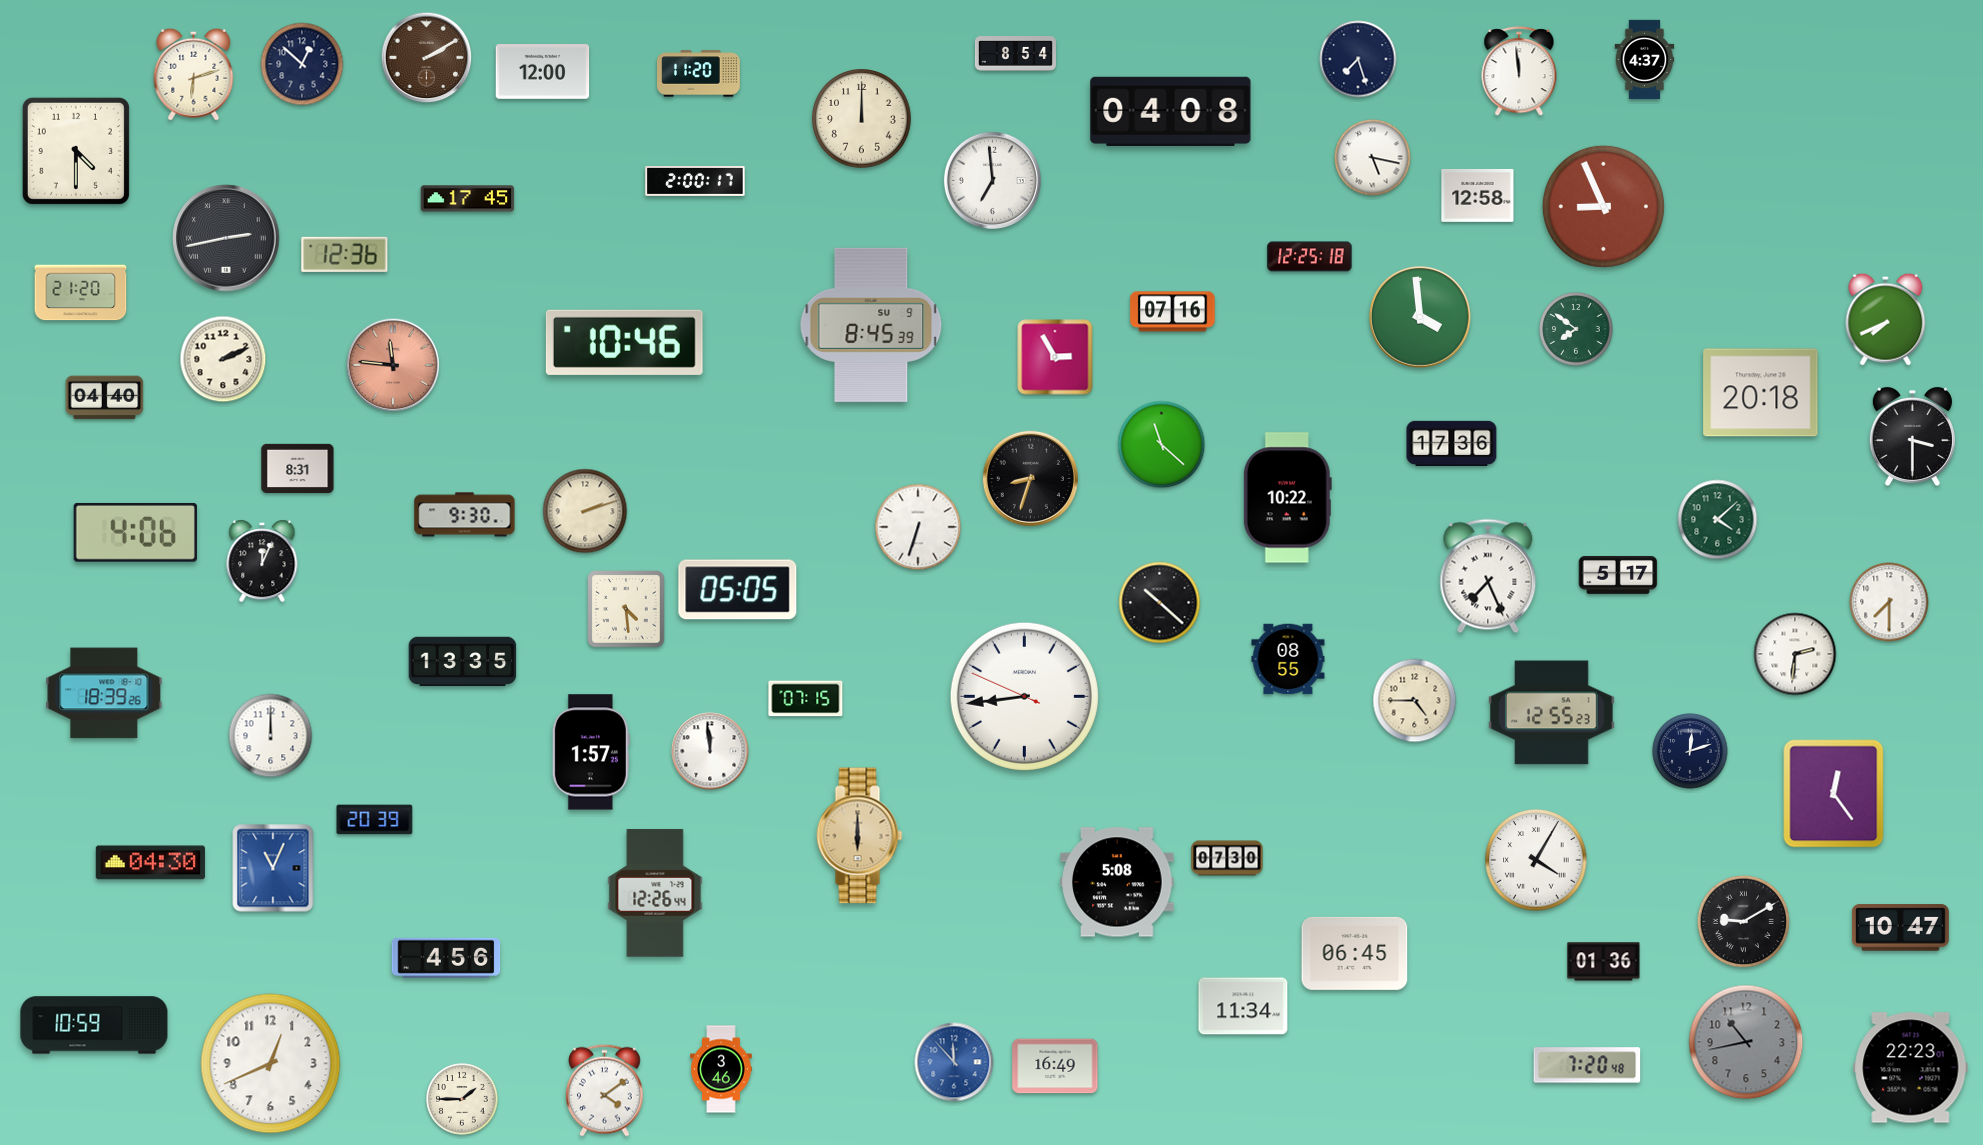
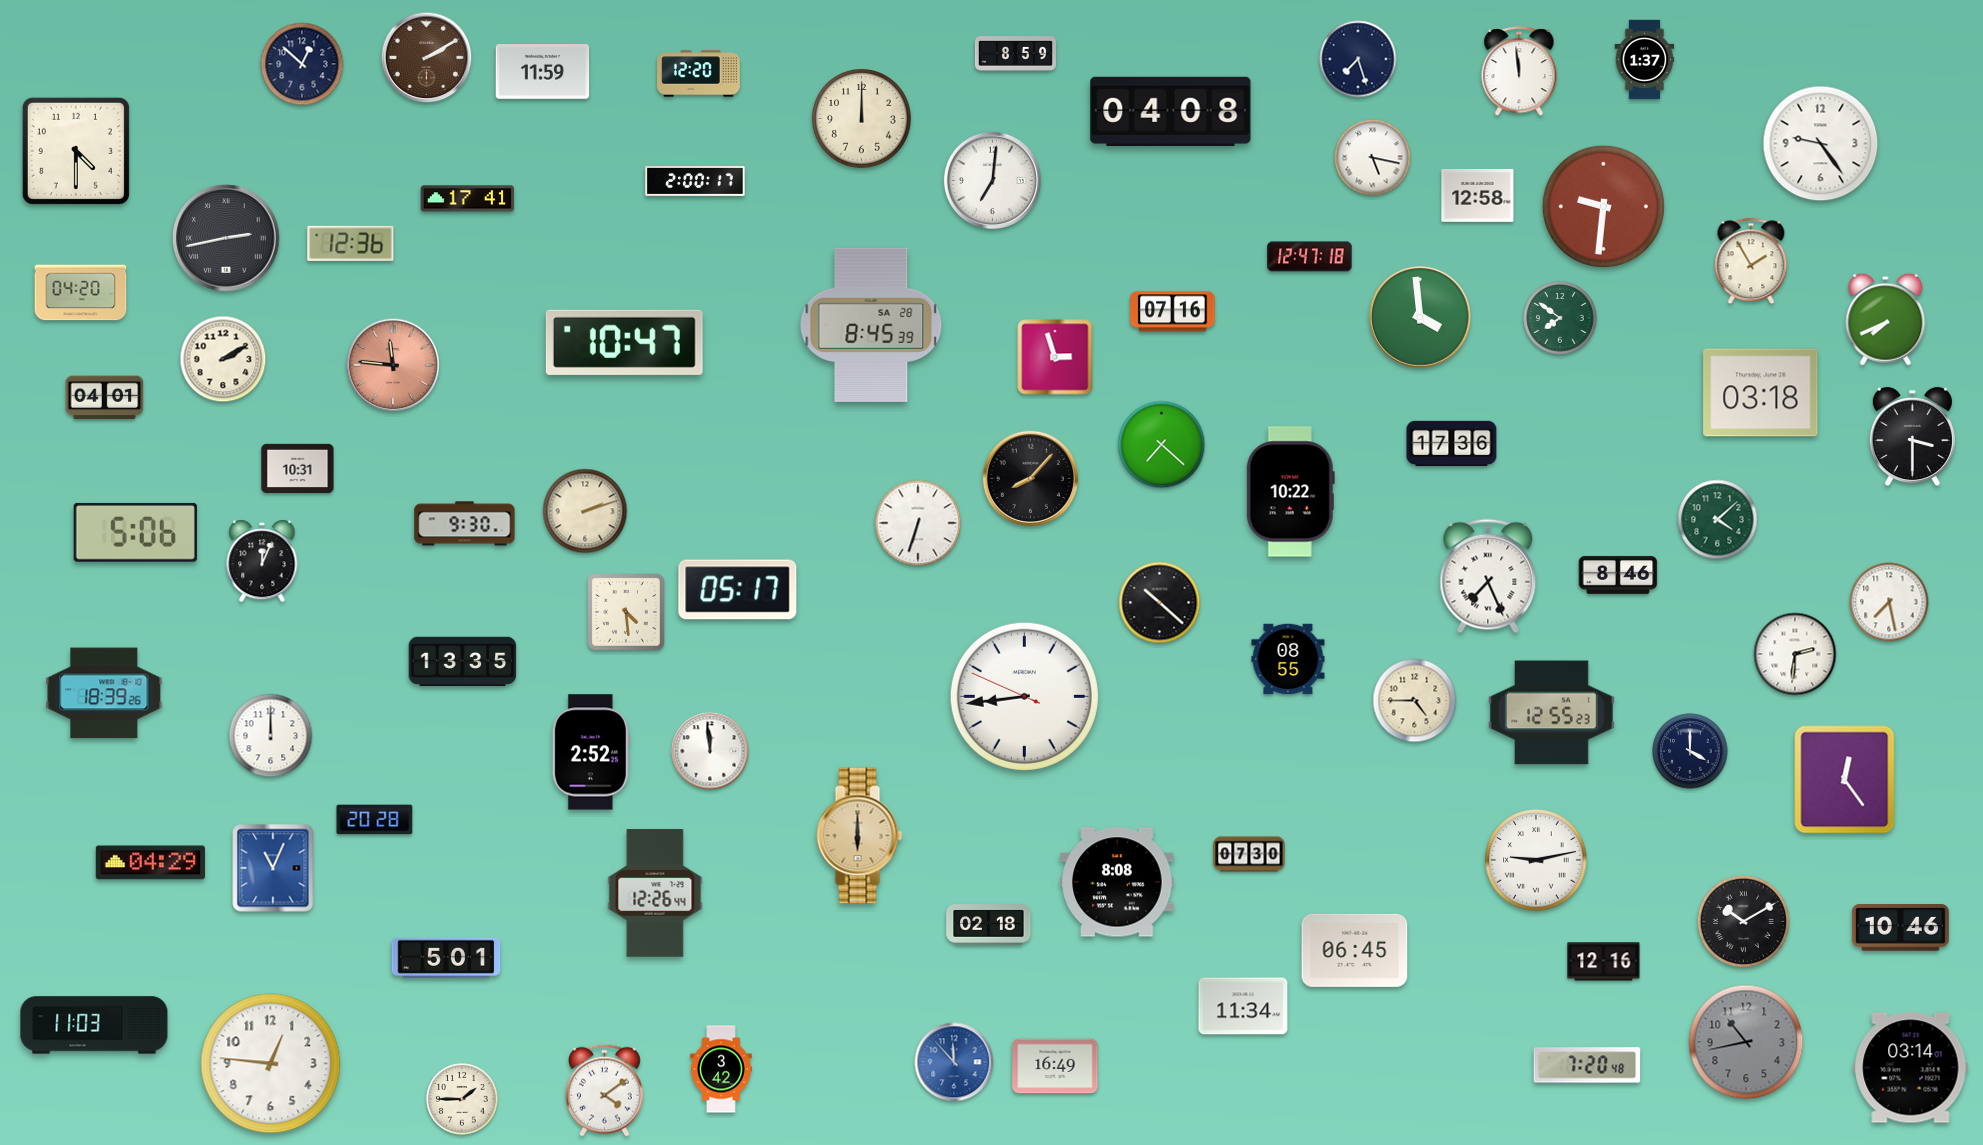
clock at (1015, 54): 8:54 -> 8:59
clock at (1645, 60): 4:37 -> 1:37
clock at (543, 72): 12:00 -> 11:59
clock at (194, 74): 6:12 -> none
clock at (699, 74): 11:20 -> 12:20
clock at (1821, 144): none -> 9:24
clock at (992, 180): 6:59 -> 7:01
clock at (468, 199): 17:45 -> 17:41
clock at (1603, 206): 8:56 -> 9:31
clock at (345, 254) position: (345, 254) -> (351, 243)
clock at (1310, 257): 12:25 -> 12:47
clock at (1751, 261): none -> 1:55
clock at (81, 293): 21:20 -> 04:20
clock at (871, 325) date: SU 9 -> SA 28
clock at (1576, 329) position: (1576, 329) -> (1560, 318)
clock at (624, 342): 10:46 -> 10:47
clock at (1055, 357): 2:55 -> 2:57
clock at (223, 359): 2:11 -> 2:10
clock at (1761, 393): 20:18 -> 03:18
clock at (105, 398): 04:40 -> 04:01
clock at (1162, 445): 11:22 -> 7:22
clock at (298, 468): 8:31 -> 10:31
clock at (1030, 478): 8:33 -> 8:07
clock at (1287, 498) position: (1287, 498) -> (1290, 492)
clock at (465, 515) position: (465, 515) -> (465, 524)
clock at (918, 527) position: (918, 527) -> (918, 523)
clock at (135, 532): 4:06 -> 5:06
clock at (1618, 575): 5:17 -> 8:46
clock at (738, 590): 05:05 -> 05:17
clock at (1889, 602): 7:30 -> 7:28
clock at (626, 609) position: (626, 609) -> (626, 612)
clock at (806, 699): 07:15 -> none
clock at (1690, 751): 12:12 -> 4:00
clock at (591, 752): 1:57 -> 2:52
clock at (1834, 794) position: (1834, 794) -> (1845, 780)
clock at (375, 820): 20:39 -> 20:28
clock at (1227, 858) position: (1227, 858) -> (1249, 854)
clock at (1536, 860): 4:05 -> 9:13
clock at (150, 863): 04:30 -> 04:29
clock at (1117, 882): 5:08 -> 8:08
clock at (1744, 922): 9:10 -> 10:10
clock at (989, 925): none -> 02:18
clock at (1900, 928): 10:47 -> 10:46
clock at (1355, 953) position: (1355, 953) -> (1355, 950)
clock at (446, 958): 4:56 -> 5:01
clock at (1604, 962): 01:36 -> 12:16
clock at (94, 1025): 10:59 -> 11:03
clock at (271, 1064): 12:41 -> 12:46
clock at (1911, 1068): 22:23 -> 03:14
clock at (721, 1069): 3:46 -> 3:42
